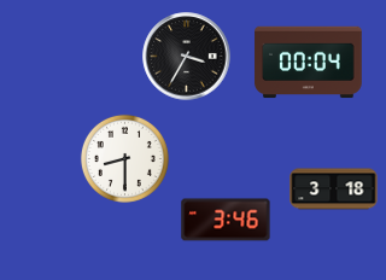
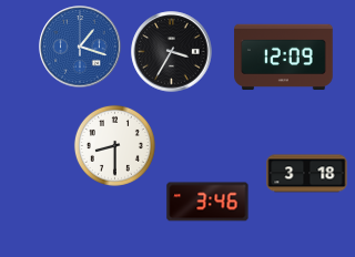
clock at (80, 47): none -> 1:18
clock at (309, 63): 00:04 -> 12:09
